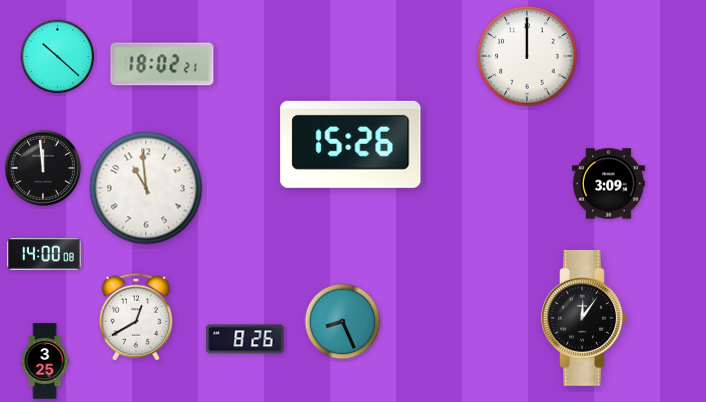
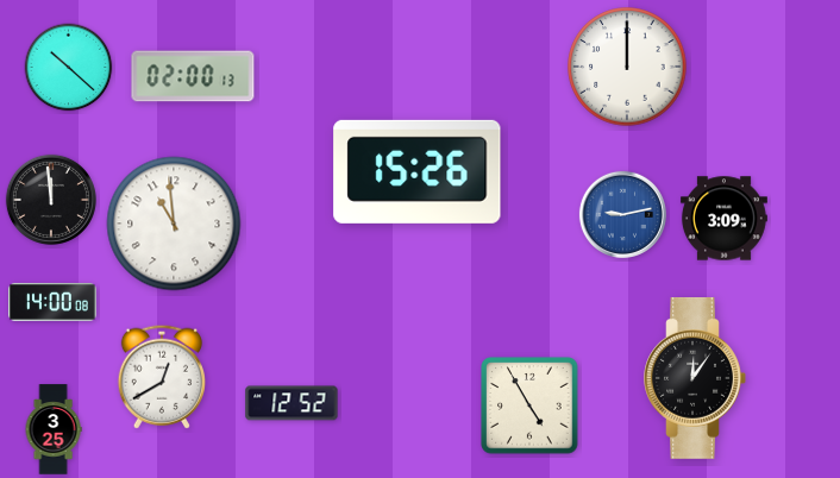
clock at (162, 64): 18:02 -> 02:00
clock at (622, 214): none -> 9:13
clock at (343, 322): 8:26 -> none
clock at (245, 339): 8:26 -> 12:52
clock at (529, 405): none -> 4:55
